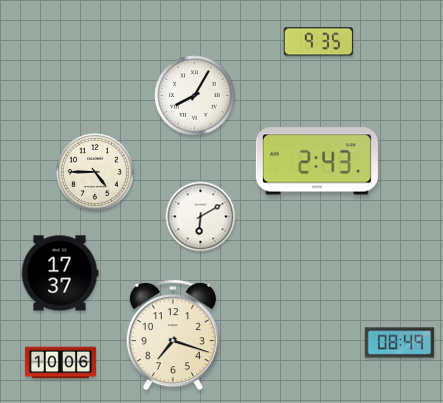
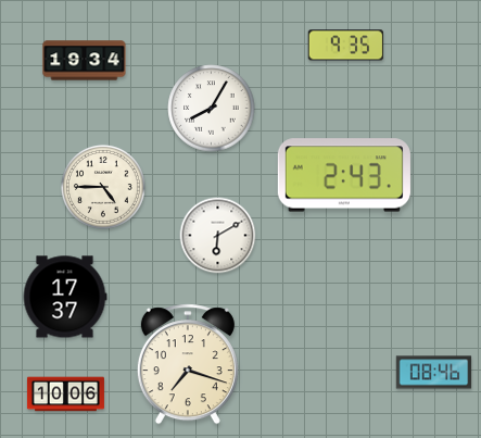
clock at (85, 61): none -> 19:34
clock at (195, 96) position: (195, 96) -> (212, 109)
clock at (400, 343): 08:49 -> 08:46
